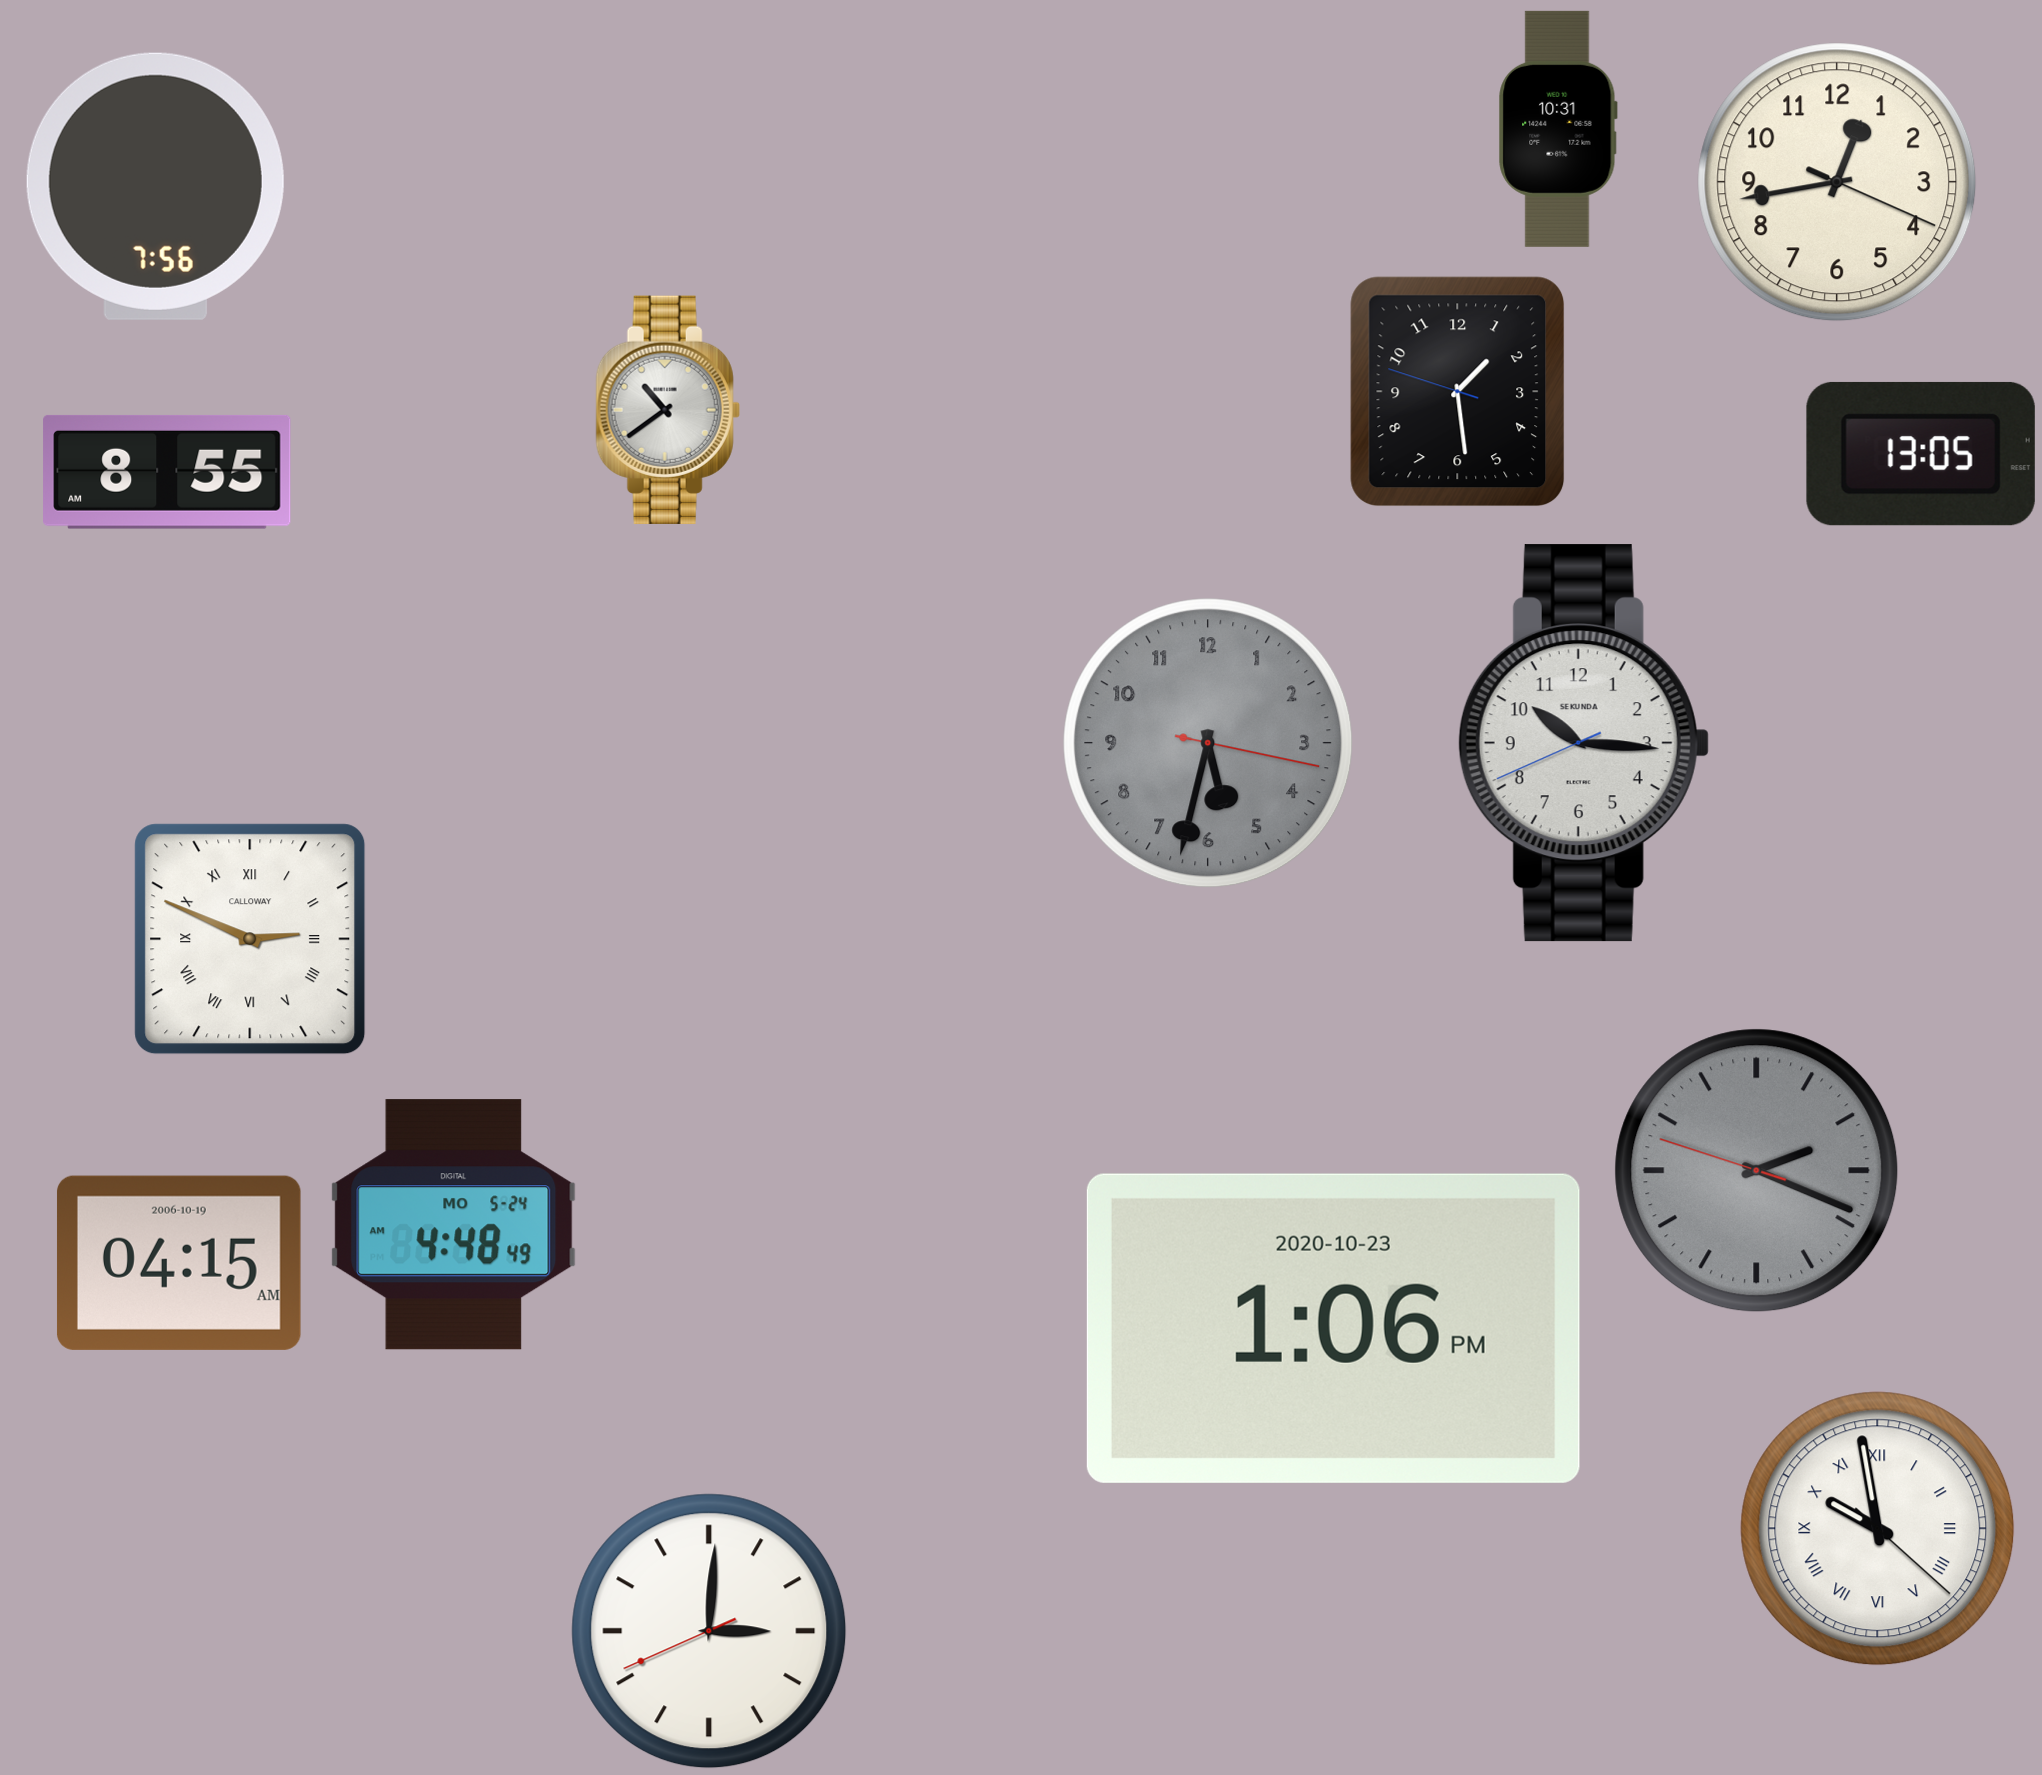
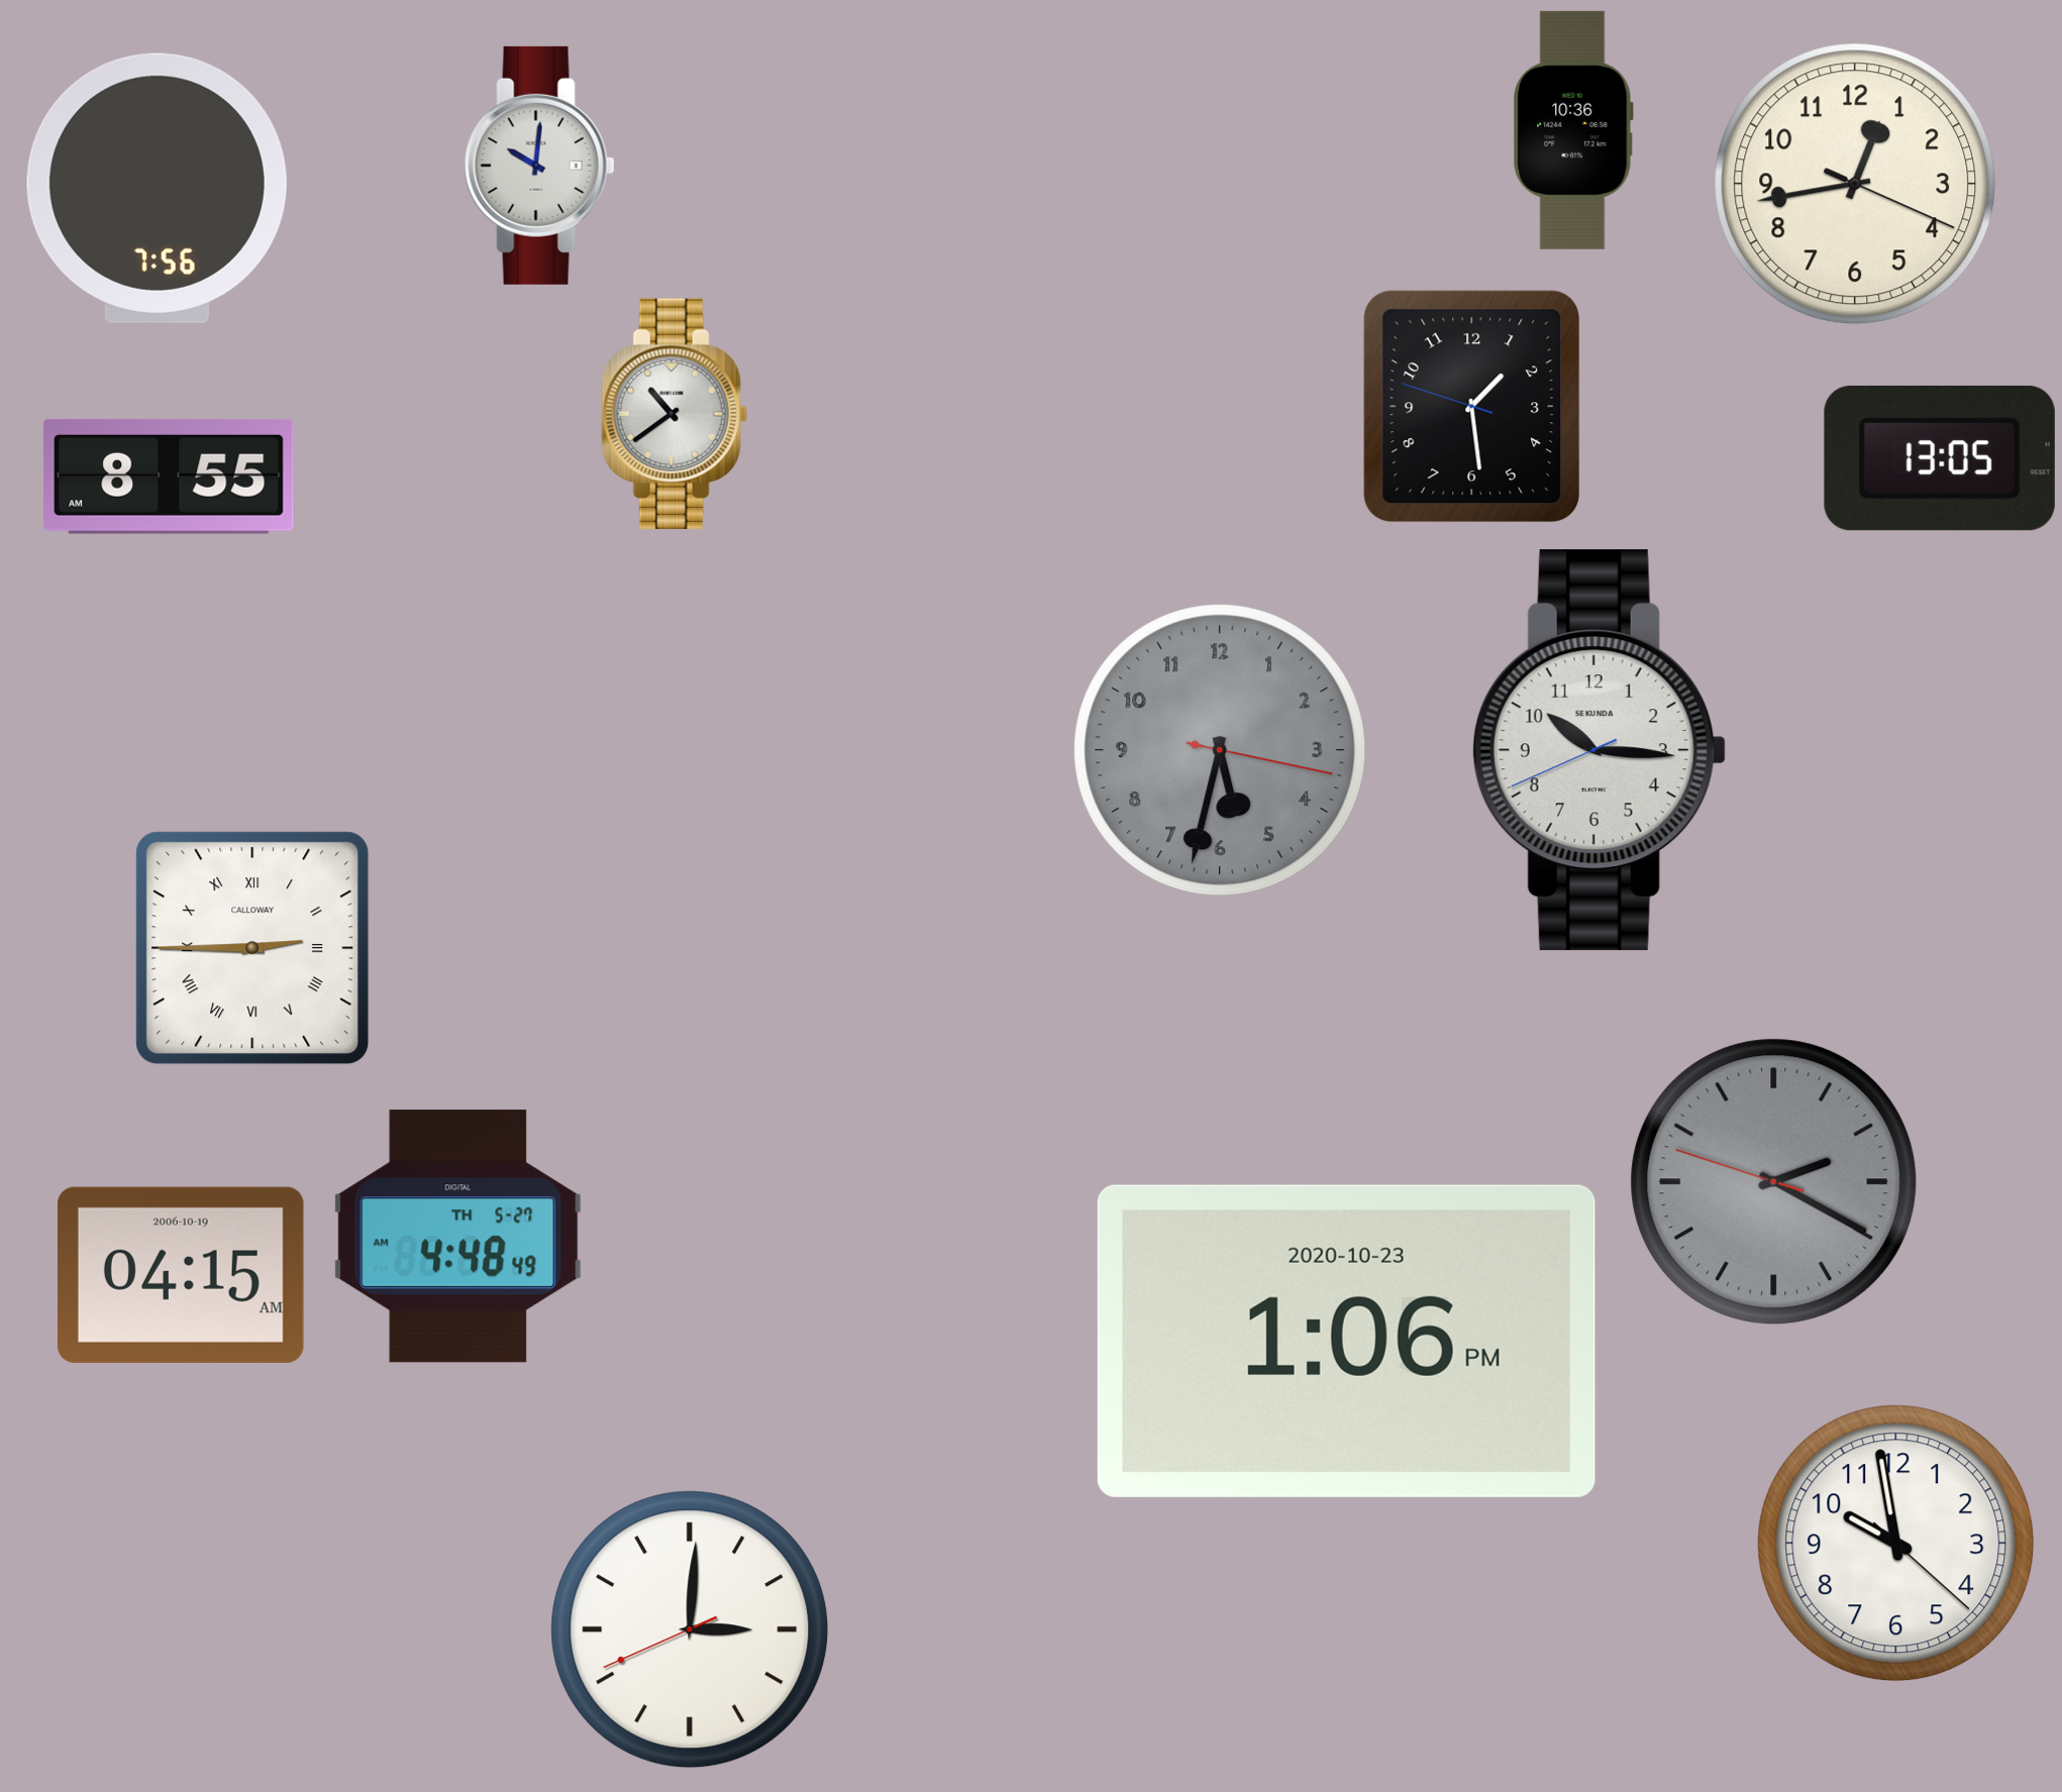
clock at (1558, 129): 10:31 -> 10:36
clock at (539, 166): none -> 10:01
clock at (1458, 392) position: (1458, 392) -> (1472, 407)
clock at (250, 939): 2:49 -> 2:45
clock at (1757, 1171): 2:18 -> 2:19
clock at (454, 1225) date: MO 5-24 -> TH 5-27
clock at (1878, 1529) numerals: Roman -> Arabic
clock at (709, 1631) position: (709, 1631) -> (690, 1629)
